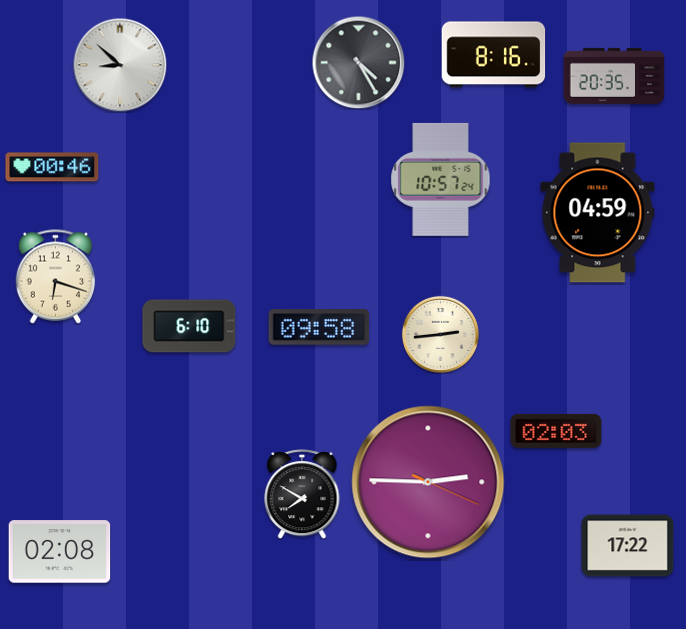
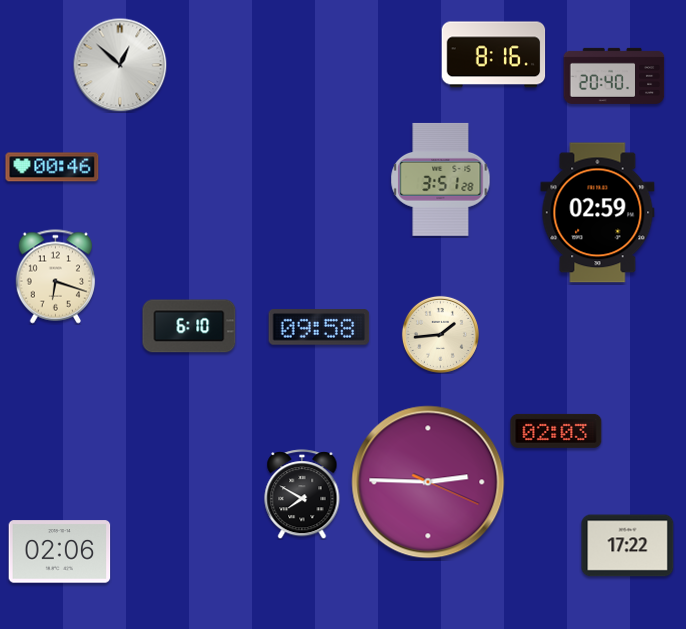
clock at (358, 62): 4:25 -> none
clock at (120, 65): 8:52 -> 12:52
clock at (614, 76): 20:35 -> 20:40
clock at (441, 179): 10:57 -> 3:51
clock at (598, 213): 04:59 -> 02:59
clock at (440, 334): 2:44 -> 1:44
clock at (60, 552): 02:08 -> 02:06
